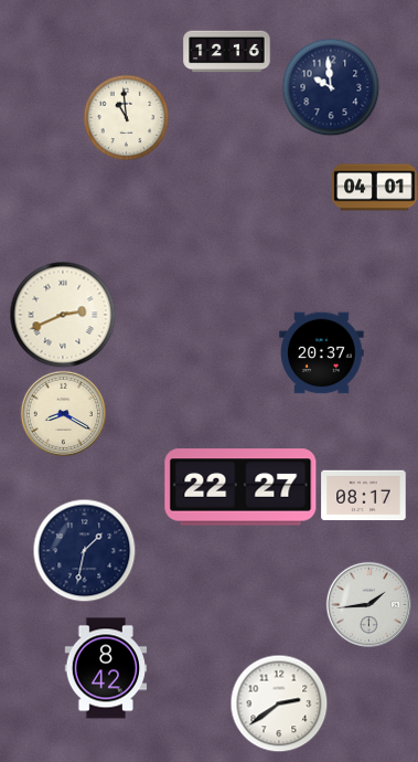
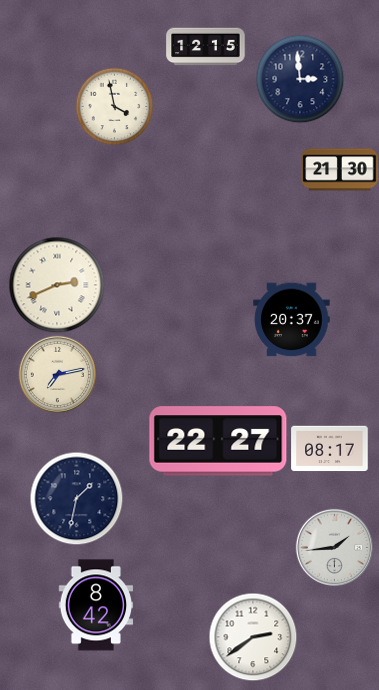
clock at (227, 52): 12:16 -> 12:15
clock at (331, 87): 9:59 -> 2:59
clock at (126, 117): 10:59 -> 3:58
clock at (375, 188): 04:01 -> 21:30
clock at (63, 413): 8:20 -> 7:13
